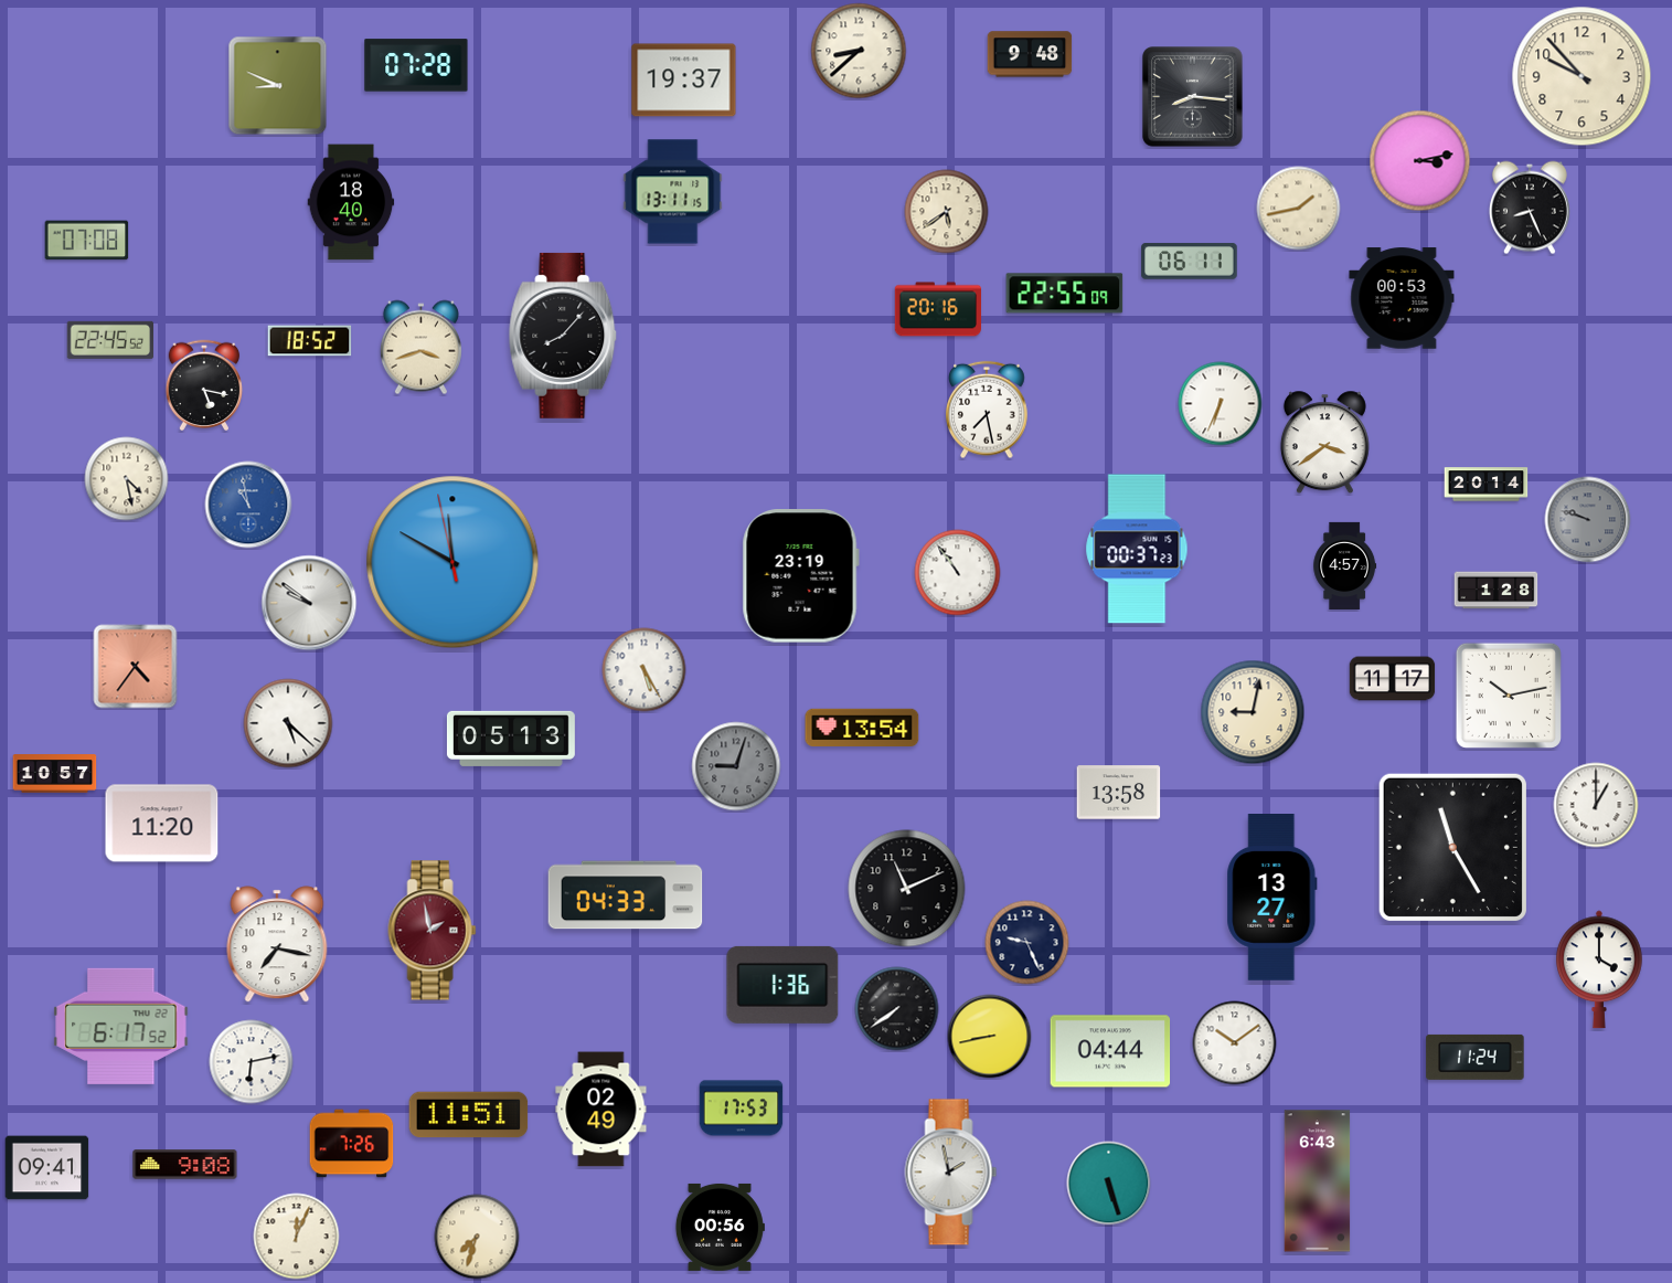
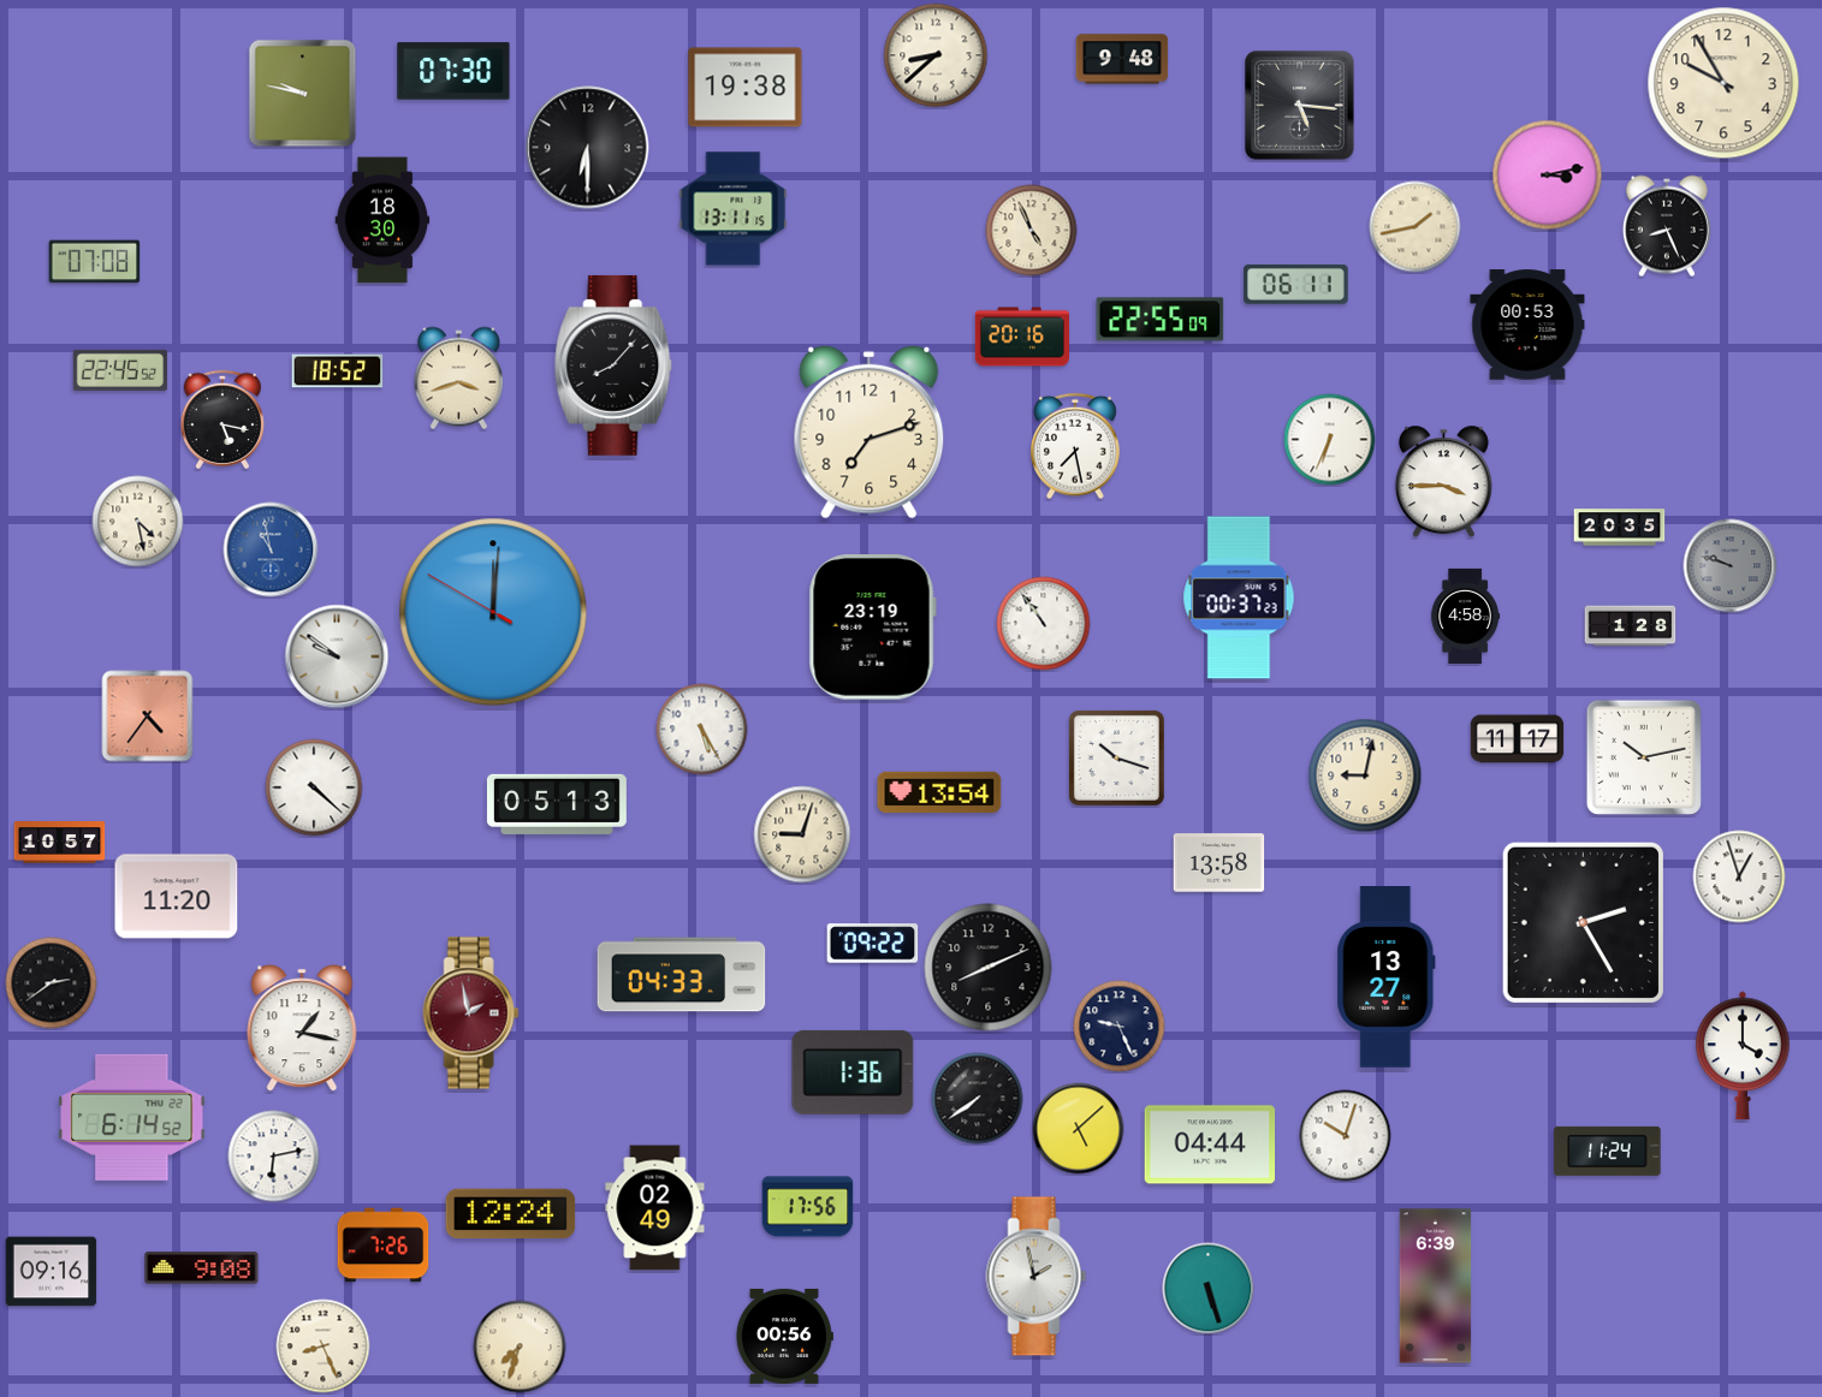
clock at (416, 65): 07:28 -> 07:30
clock at (1582, 76): 9:53 -> 9:55
clock at (684, 81): 19:37 -> 19:38
clock at (278, 86): 8:49 -> 9:47
clock at (1193, 97): 8:16 -> 5:16
clock at (588, 148): none -> 6:30
clock at (351, 202): 18:40 -> 18:30
clock at (947, 212): 5:39 -> 4:56
clock at (870, 432): none -> 7:12
clock at (1324, 443): 3:39 -> 3:45
clock at (1487, 485): 20:14 -> 20:35
clock at (452, 562): 11:49 -> 12:00
clock at (1345, 565): 4:57 -> 4:58
clock at (1497, 591) position: (1497, 591) -> (1631, 626)
clock at (136, 667) position: (136, 667) -> (148, 717)
clock at (1116, 757): none -> 10:18
clock at (288, 723): 5:22 -> 4:22
clock at (736, 766) dial: grey -> cream
clock at (1596, 805): 1:00 -> 12:57
clock at (1452, 847): 11:25 -> 2:25
clock at (873, 944): none -> 09:22
clock at (907, 889): 11:11 -> 8:11
clock at (52, 983): none -> 2:39
clock at (277, 944): 7:17 -> 1:17
clock at (121, 1026): 6:17 -> 6:14
clock at (990, 1037): 8:43 -> 5:08
clock at (1235, 1043): 10:09 -> 10:03
clock at (742, 1109): 17:53 -> 17:56
clock at (469, 1115): 11:51 -> 12:24
clock at (47, 1168): 09:41 -> 09:16
clock at (1318, 1181): 6:43 -> 6:39
clock at (297, 1237): 12:04 -> 8:26
